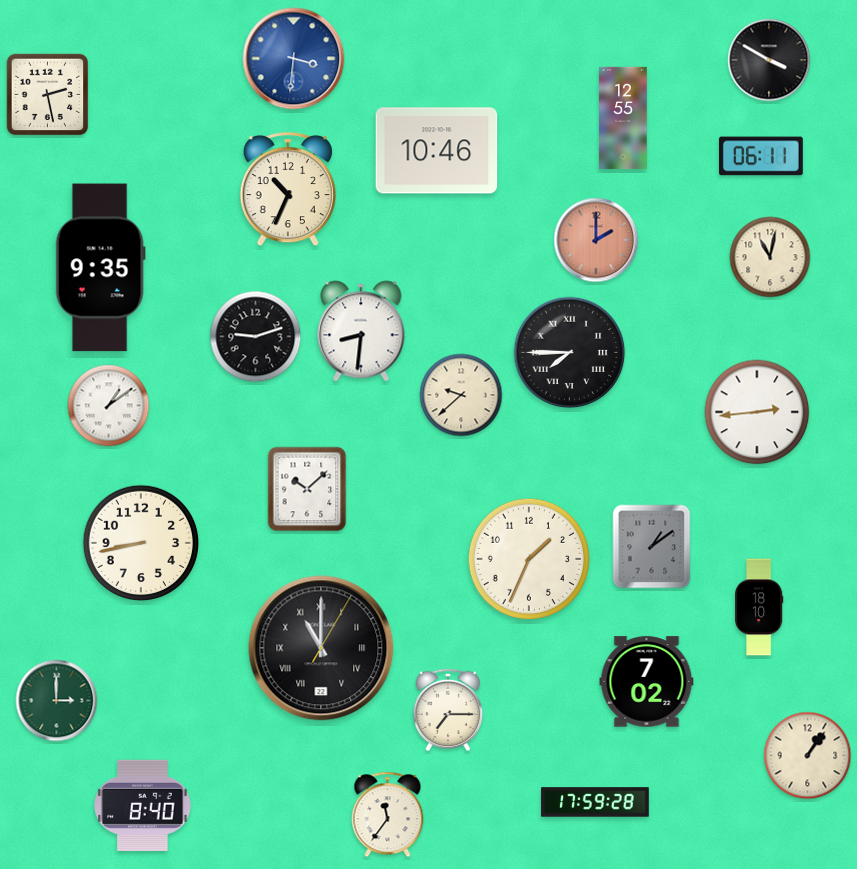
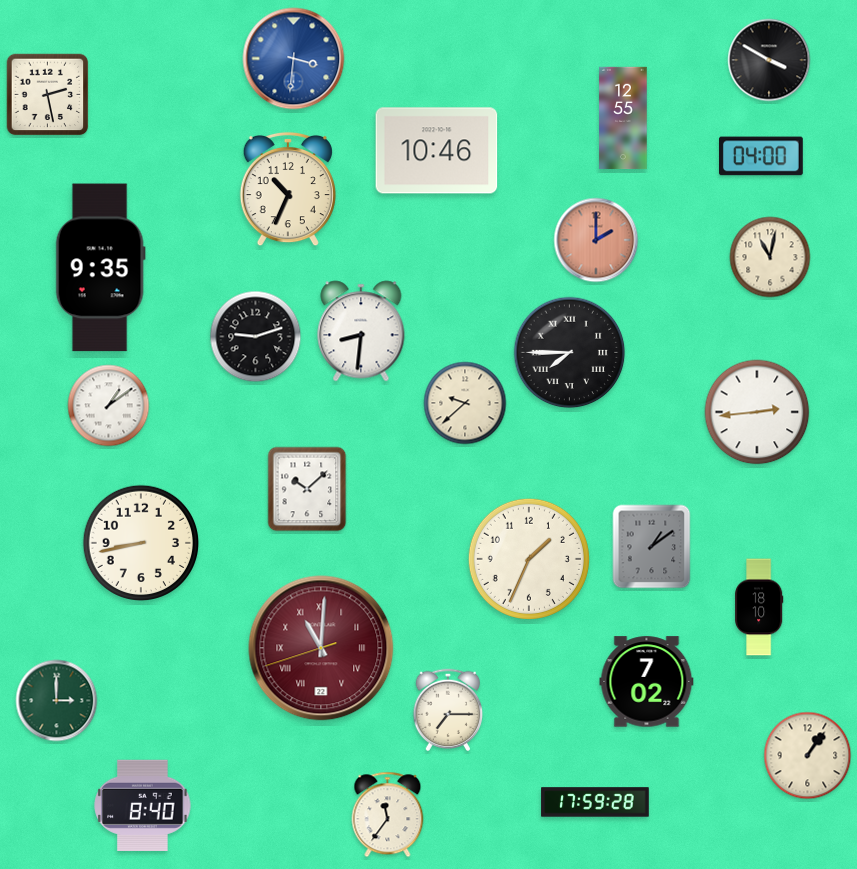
clock at (762, 156): 06:11 -> 04:00
clock at (461, 395) position: (461, 395) -> (465, 403)
clock at (321, 648): 11:00:05 -> 11:00:42
clock at (321, 648) dial: black -> burgundy
